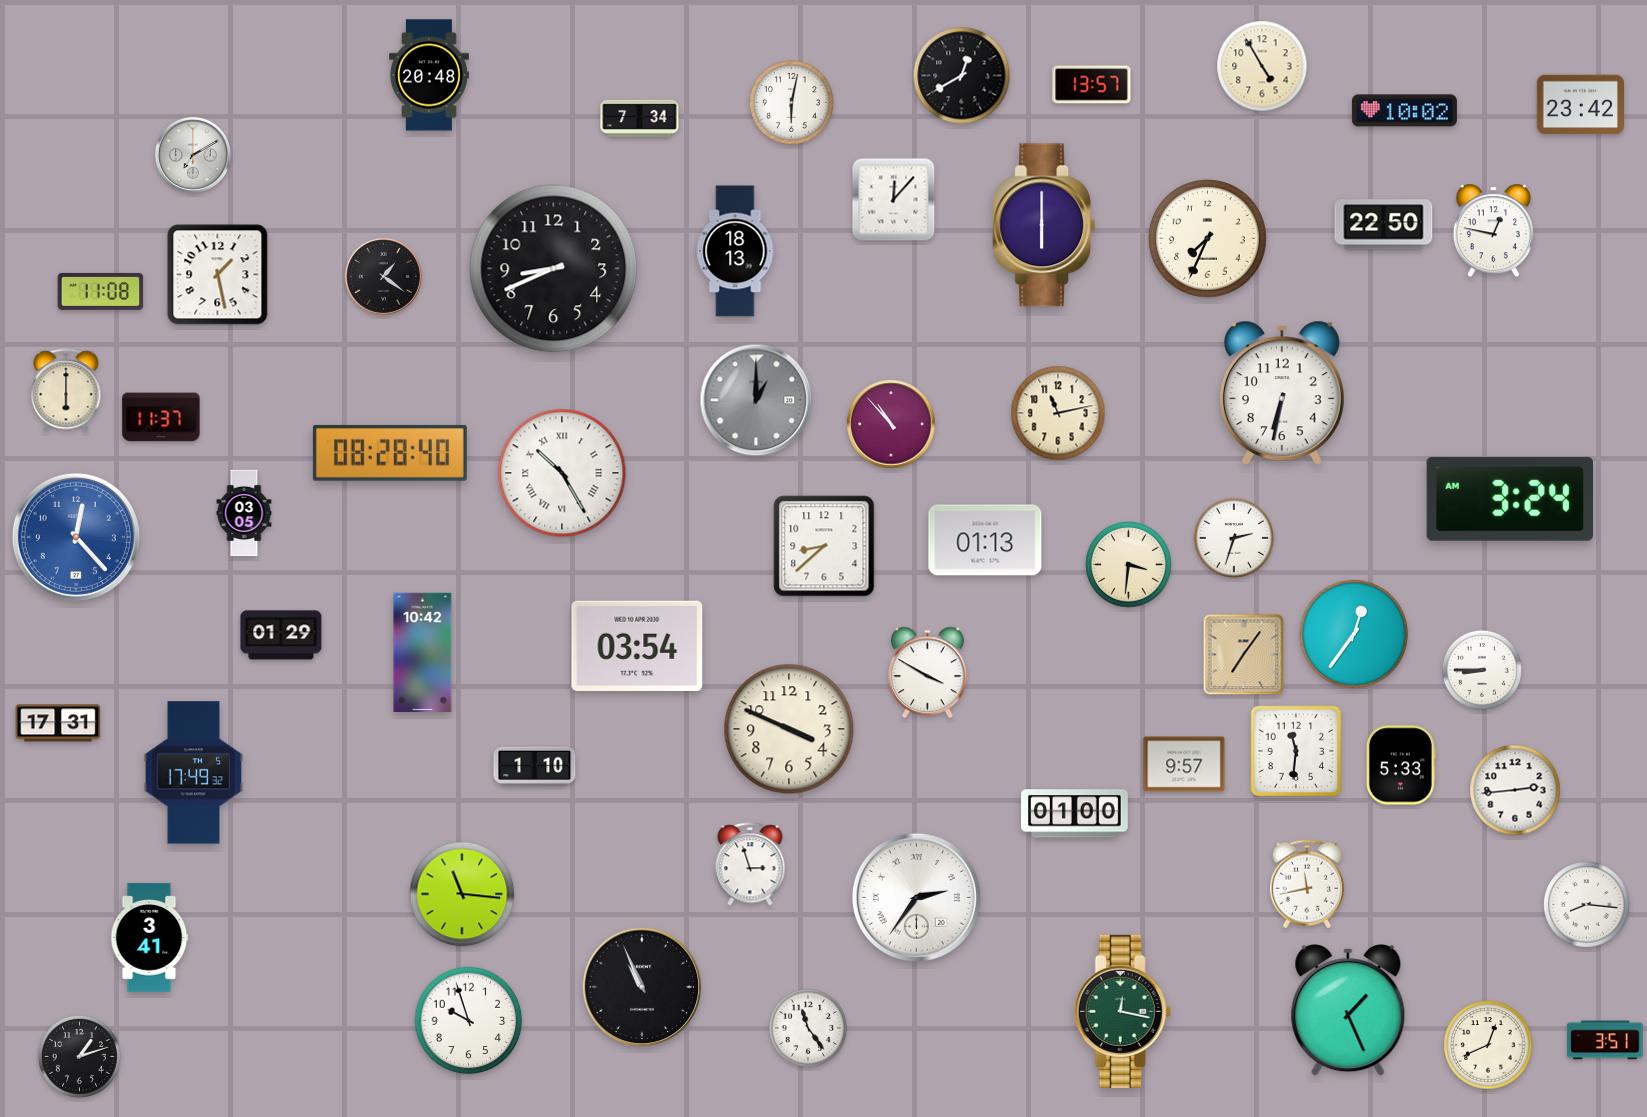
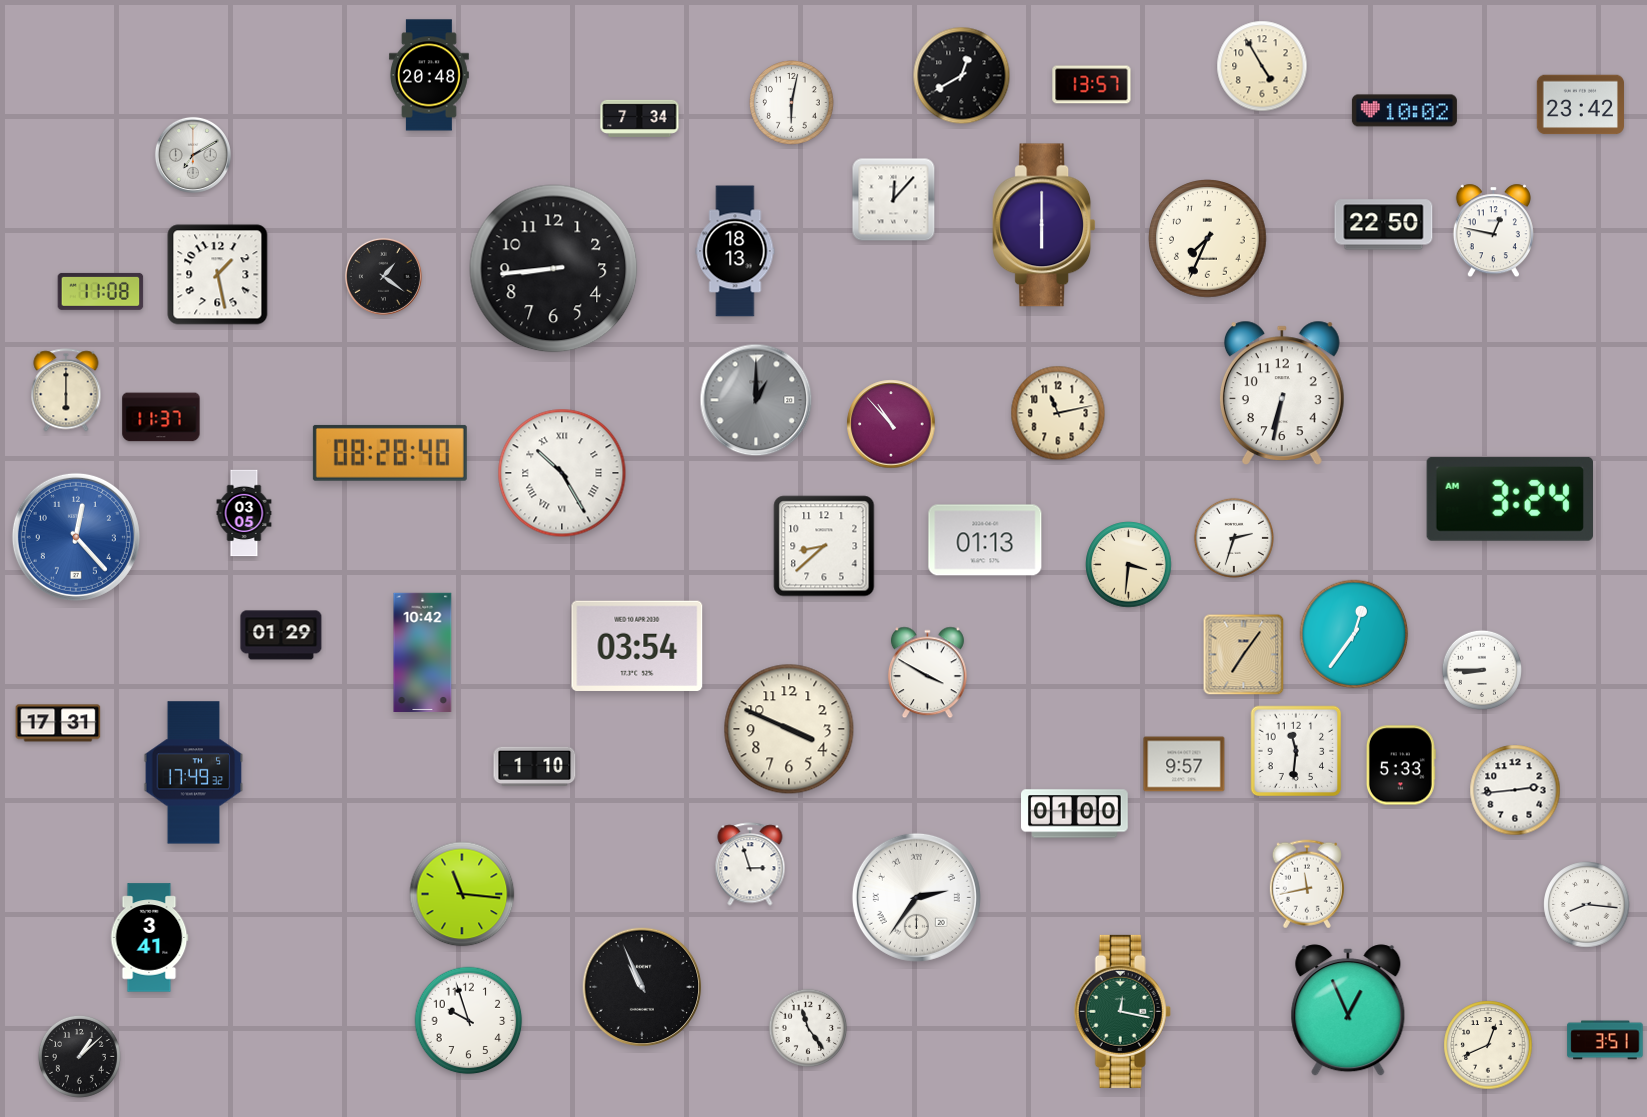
clock at (554, 269): 8:41 -> 8:44
clock at (1348, 1010): 1:26 -> 12:56
clock at (79, 1056): 1:12 -> 1:08
